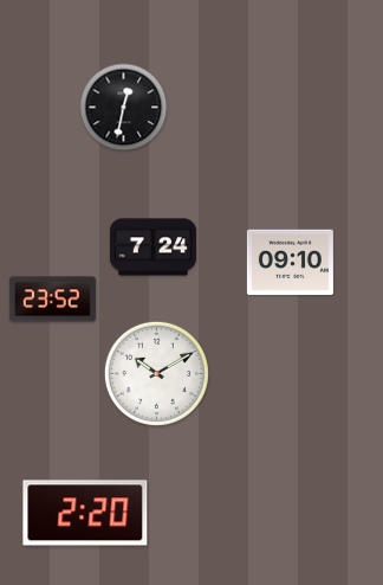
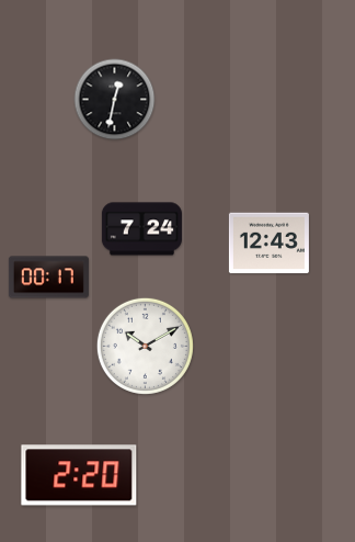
clock at (290, 263): 09:10 -> 12:43
clock at (52, 300): 23:52 -> 00:17
